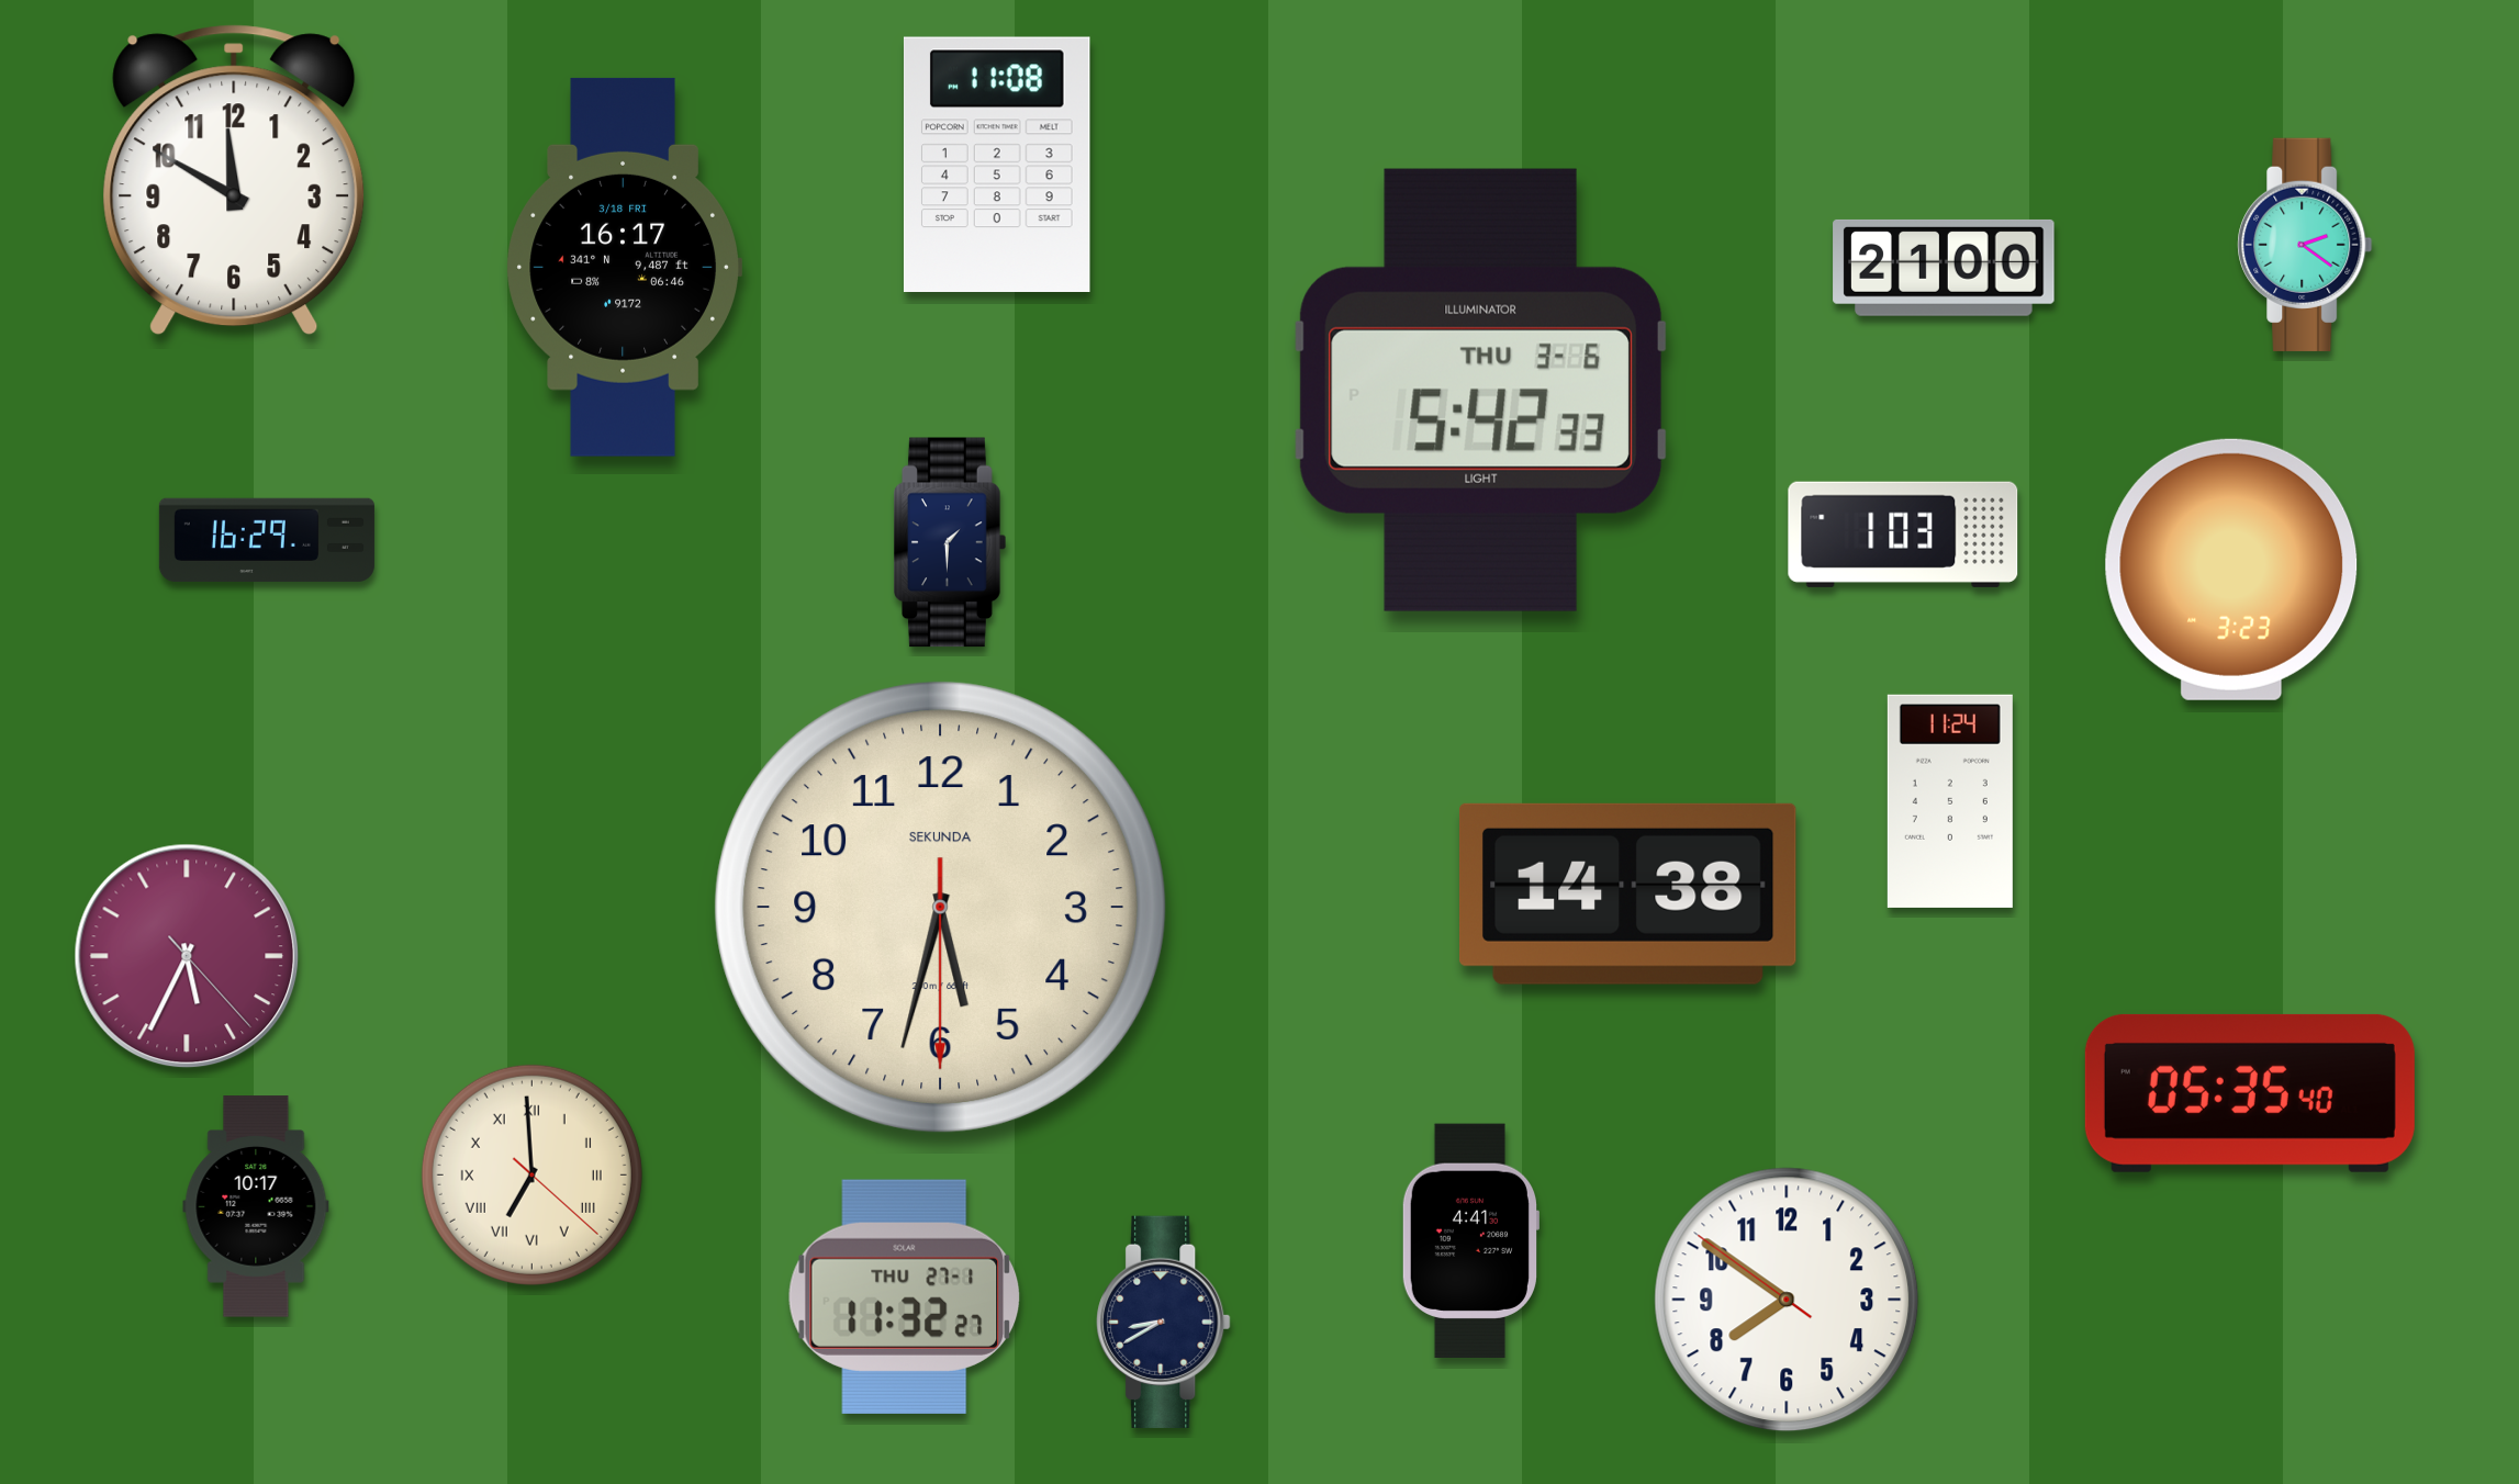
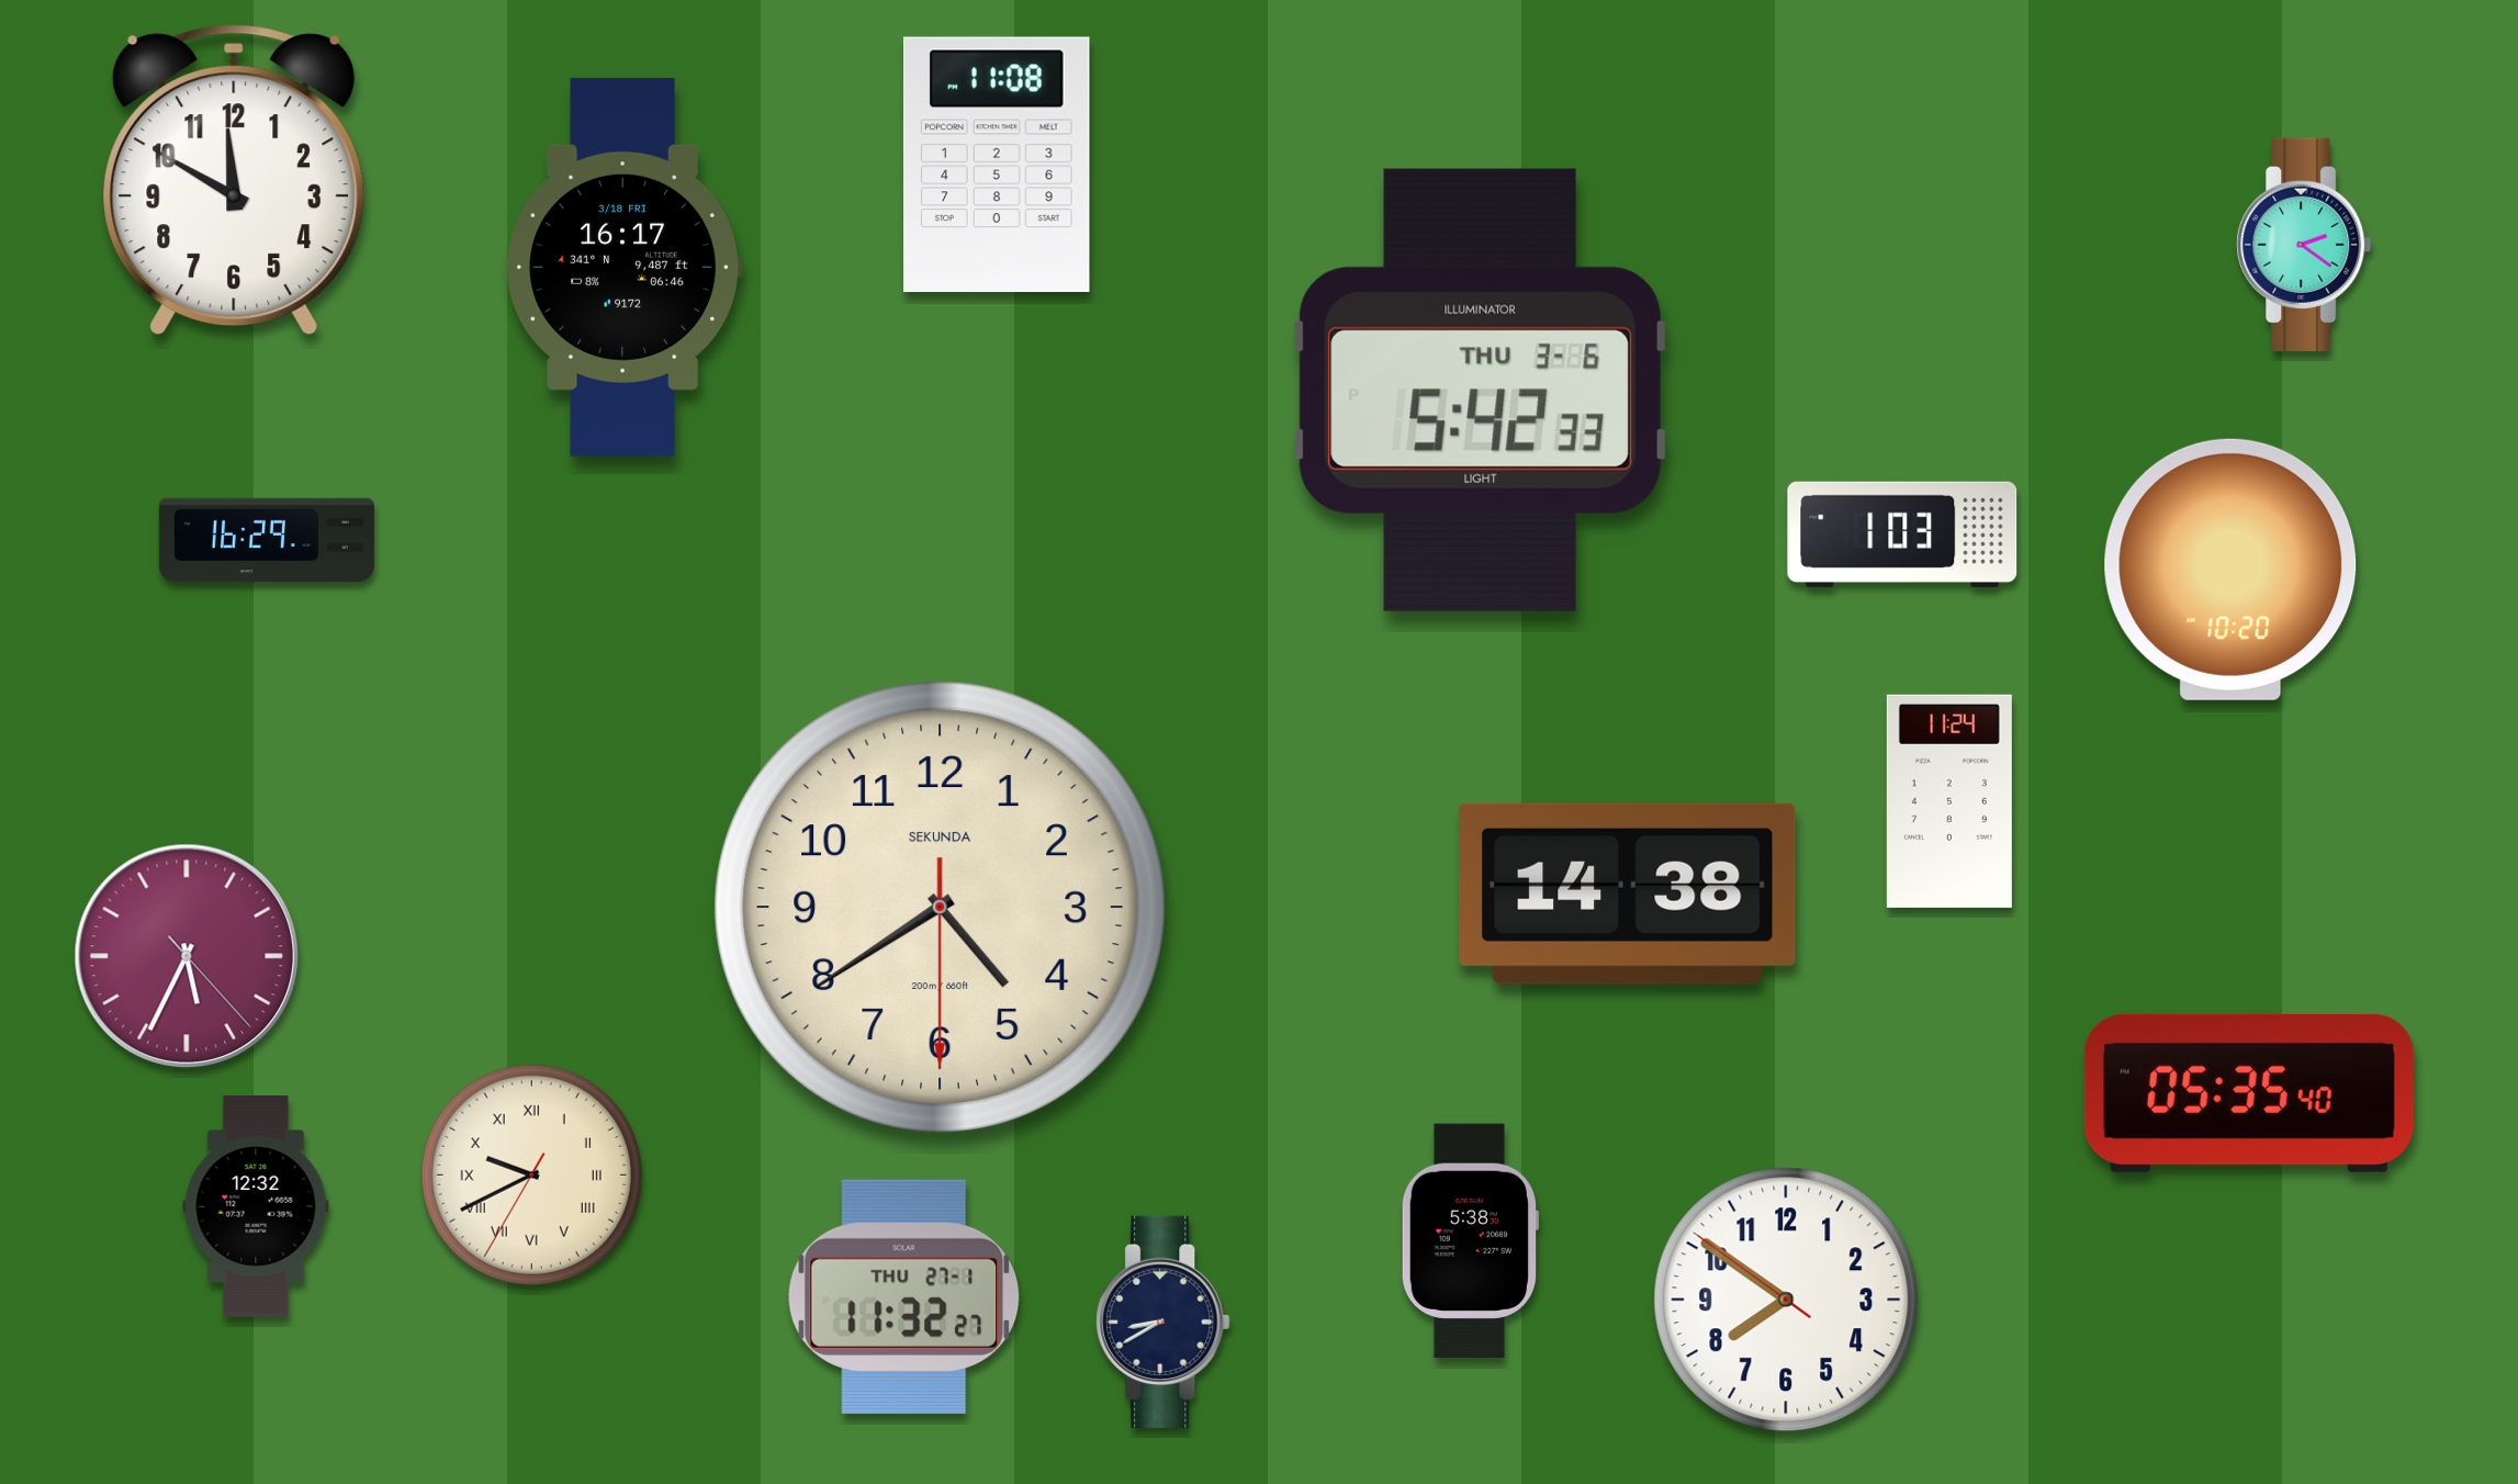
clock at (1944, 268): 21:00 -> none
clock at (951, 542): 1:30 -> none
clock at (2231, 570): 3:23 -> 10:20
clock at (941, 908): 5:32 -> 4:39
clock at (531, 1174): 6:59 -> 9:40
clock at (256, 1206): 10:17 -> 12:32
clock at (1469, 1240): 4:41 -> 5:38
